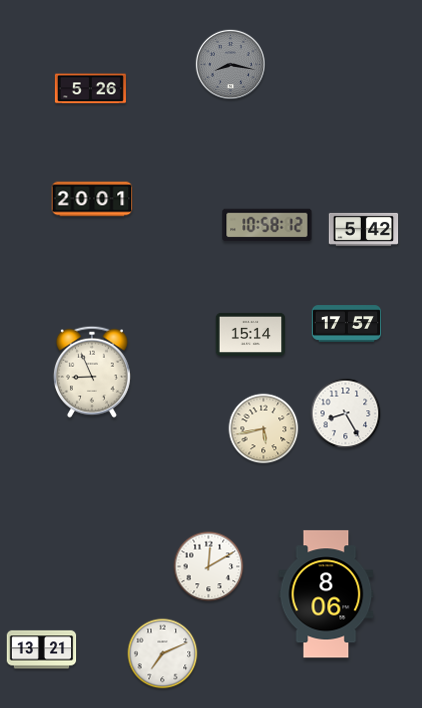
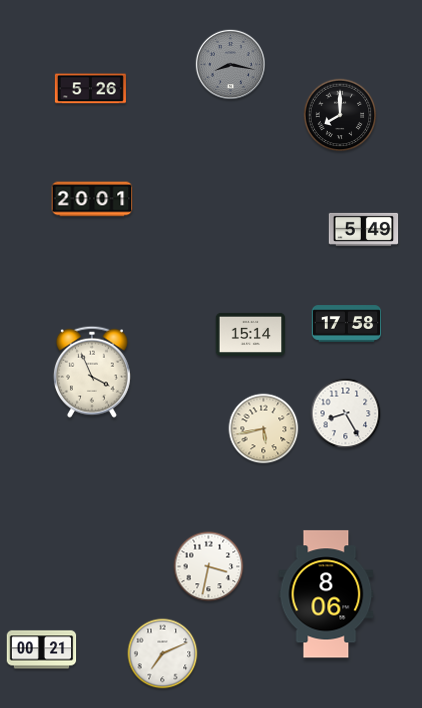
clock at (340, 115): none -> 8:00
clock at (267, 225): 10:58 -> none
clock at (364, 229): 5:42 -> 5:49
clock at (347, 324): 17:57 -> 17:58
clock at (92, 372): 8:56 -> 3:56
clock at (209, 567): 12:10 -> 3:32
clock at (42, 650): 13:21 -> 00:21
